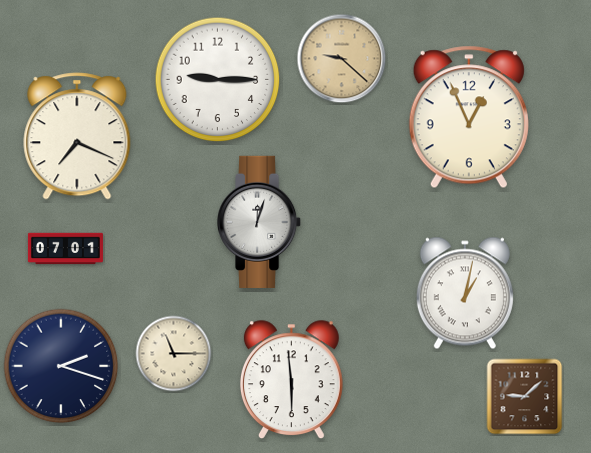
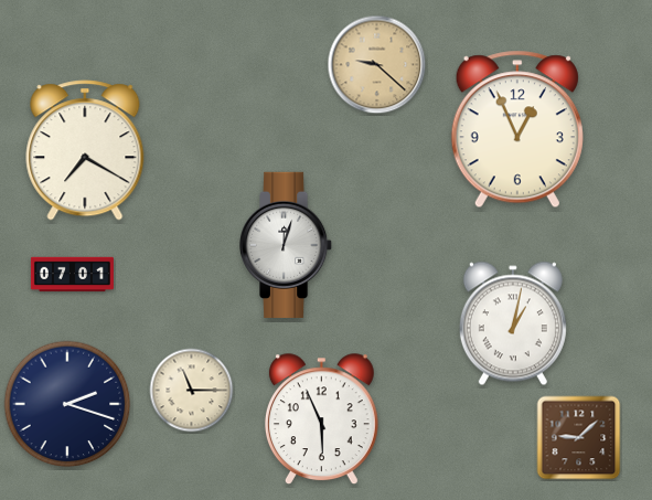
clock at (218, 80): 9:15 -> none
clock at (77, 136): 7:19 -> 7:20
clock at (291, 380): 5:59 -> 5:56
